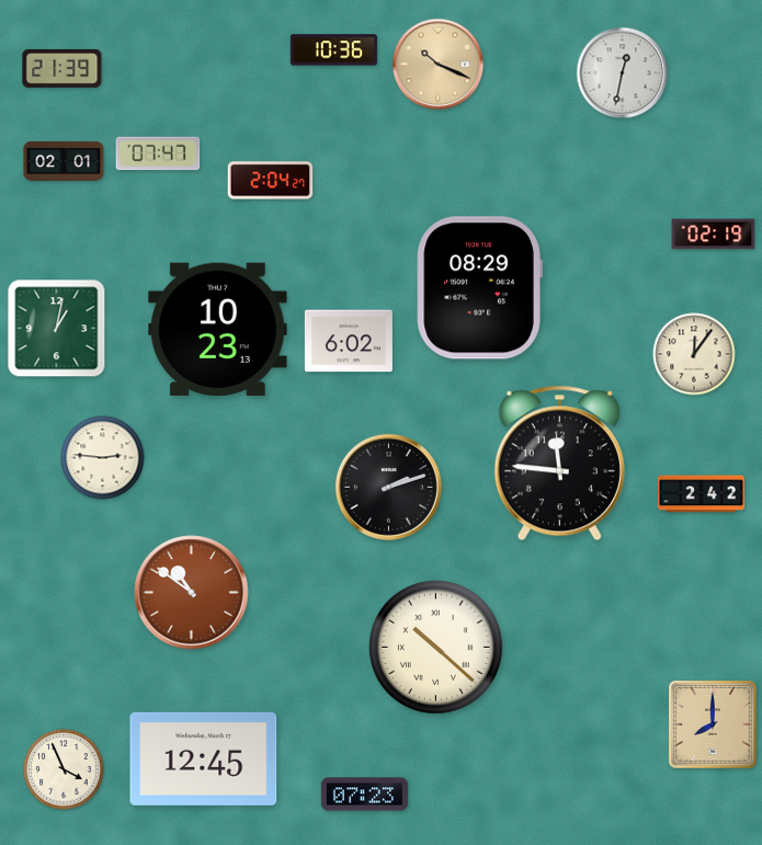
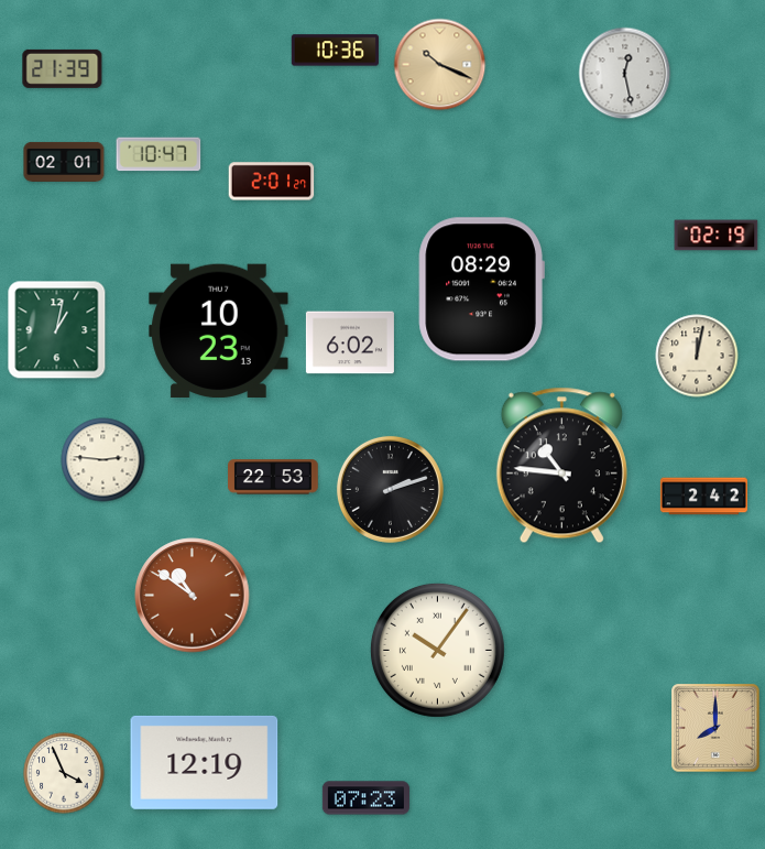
clock at (623, 73): 12:32 -> 12:28
clock at (158, 153): 07:47 -> 10:47
clock at (271, 181): 2:04 -> 2:01
clock at (694, 354): 12:06 -> 12:02
clock at (559, 464): 11:46 -> 10:46
clock at (273, 477): none -> 22:53
clock at (435, 647): 10:22 -> 10:06
clock at (204, 758): 12:45 -> 12:19
